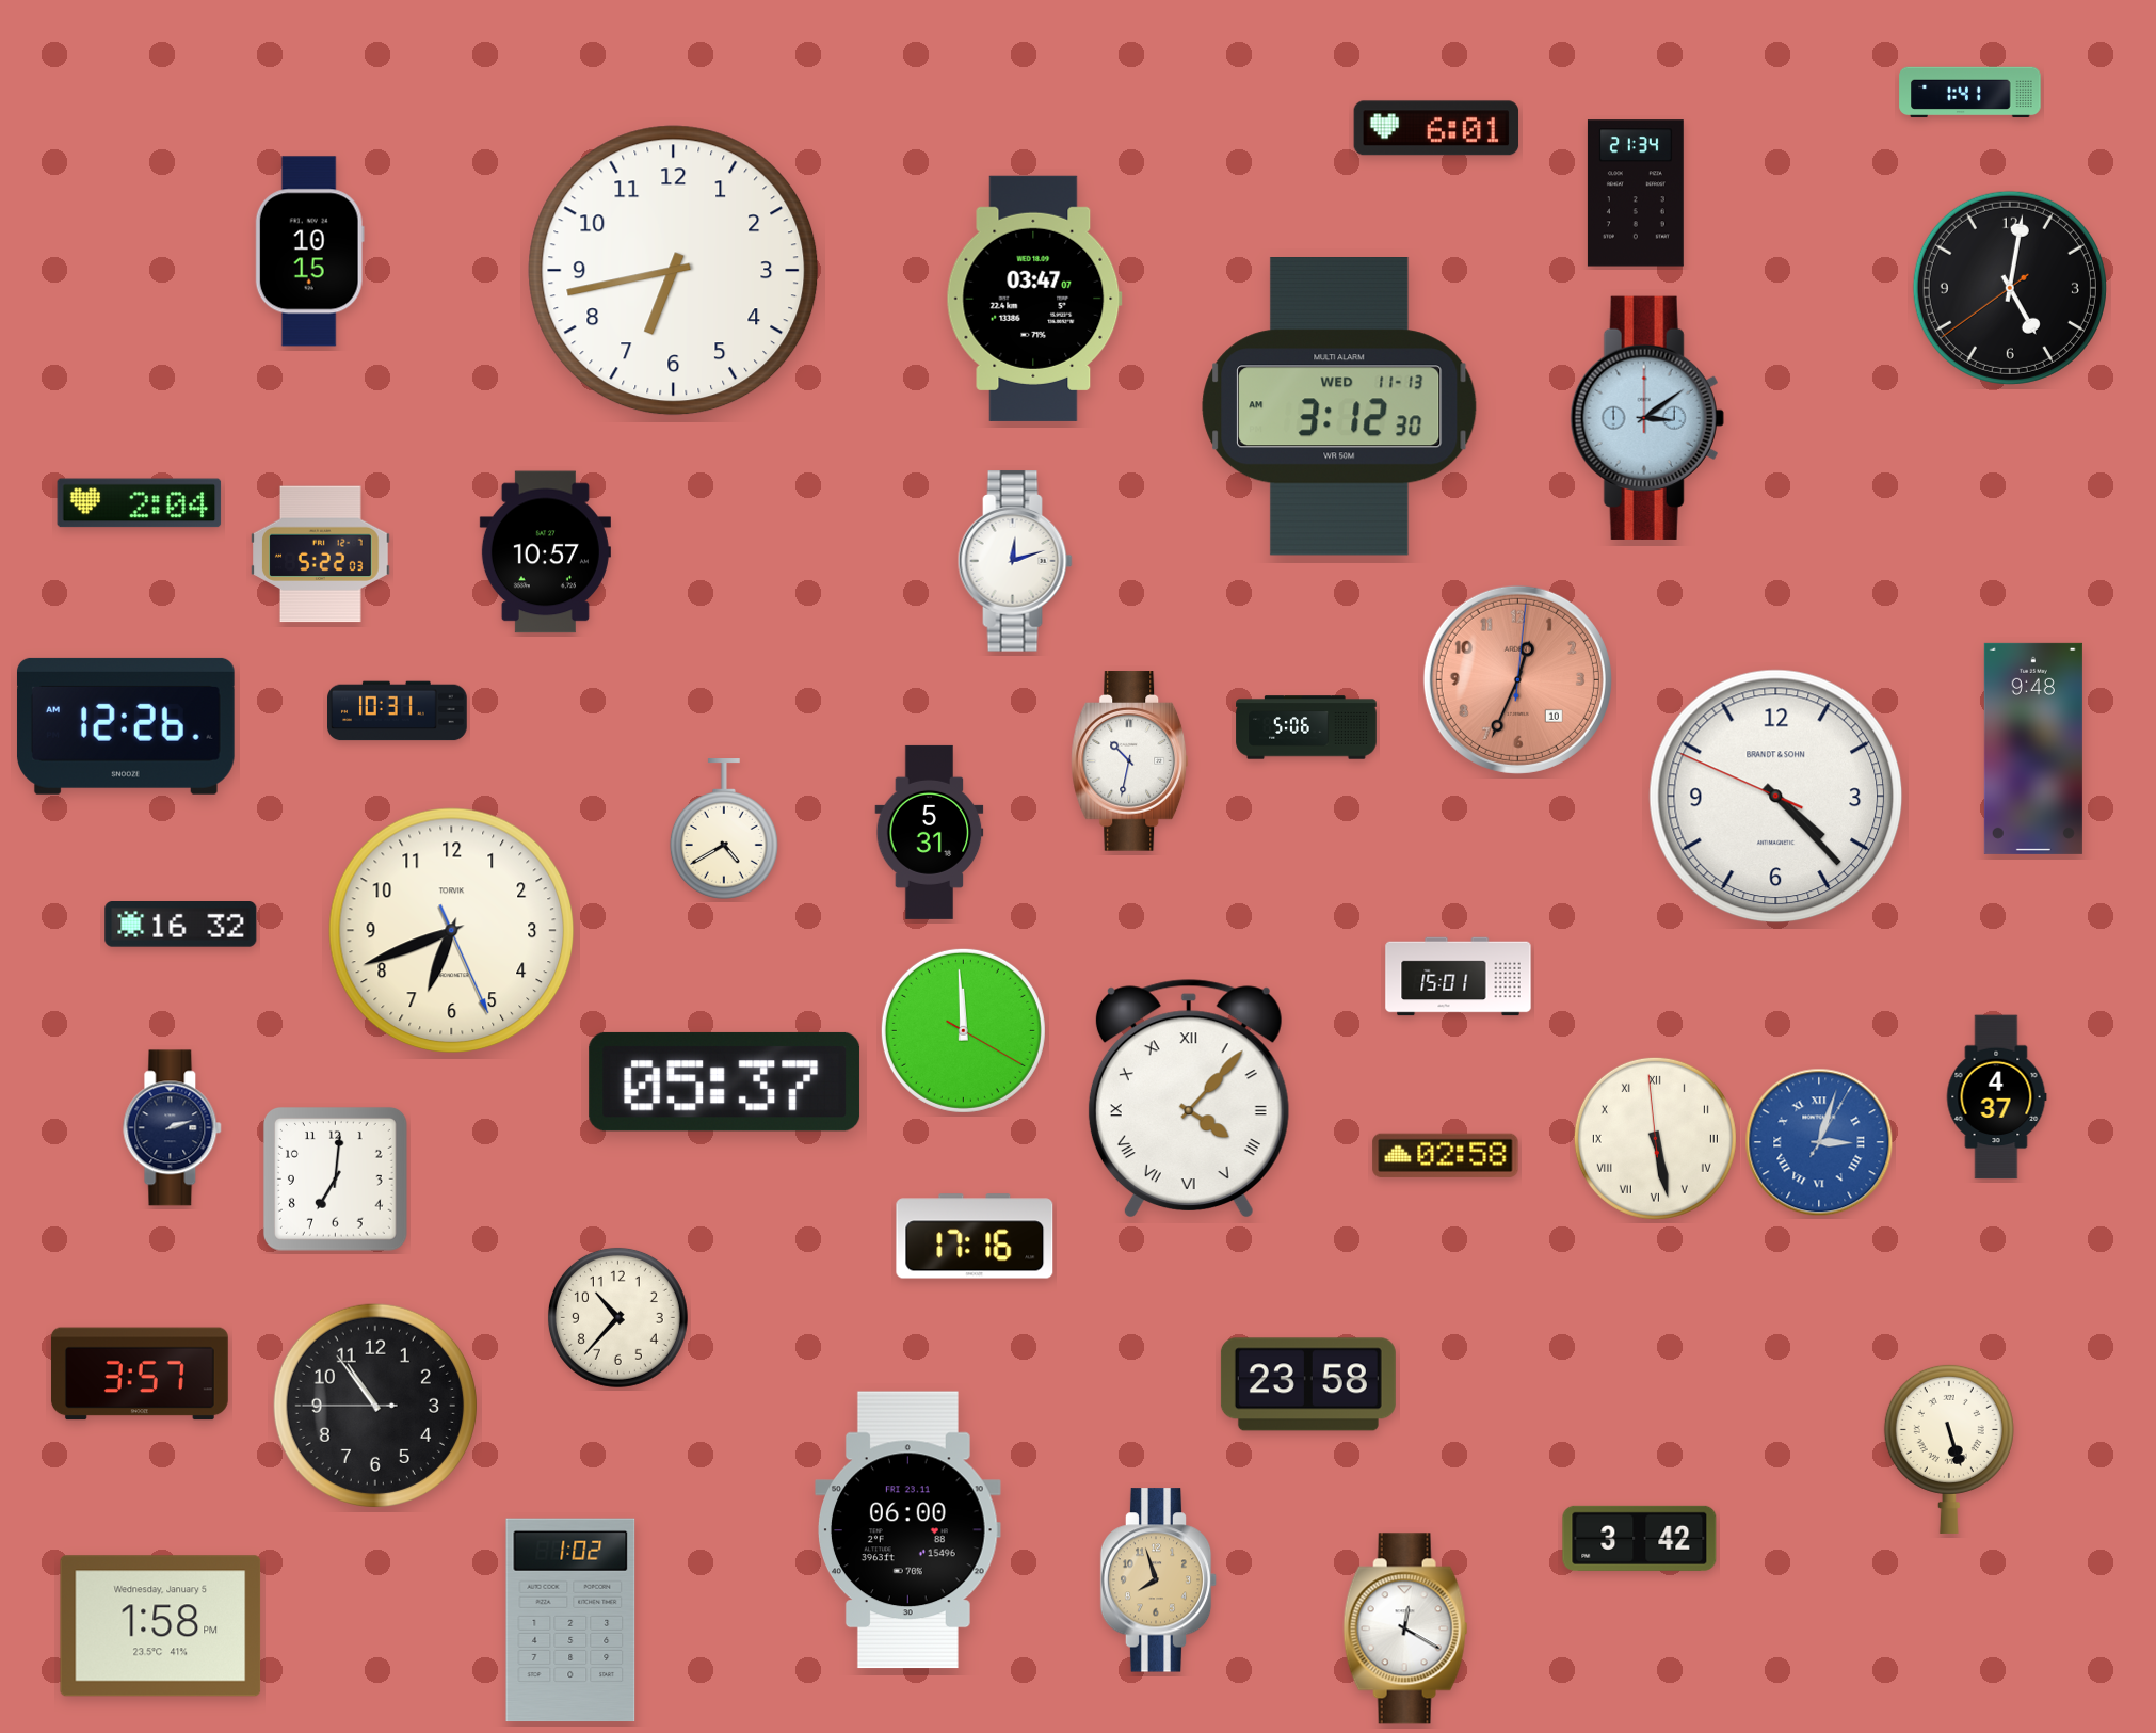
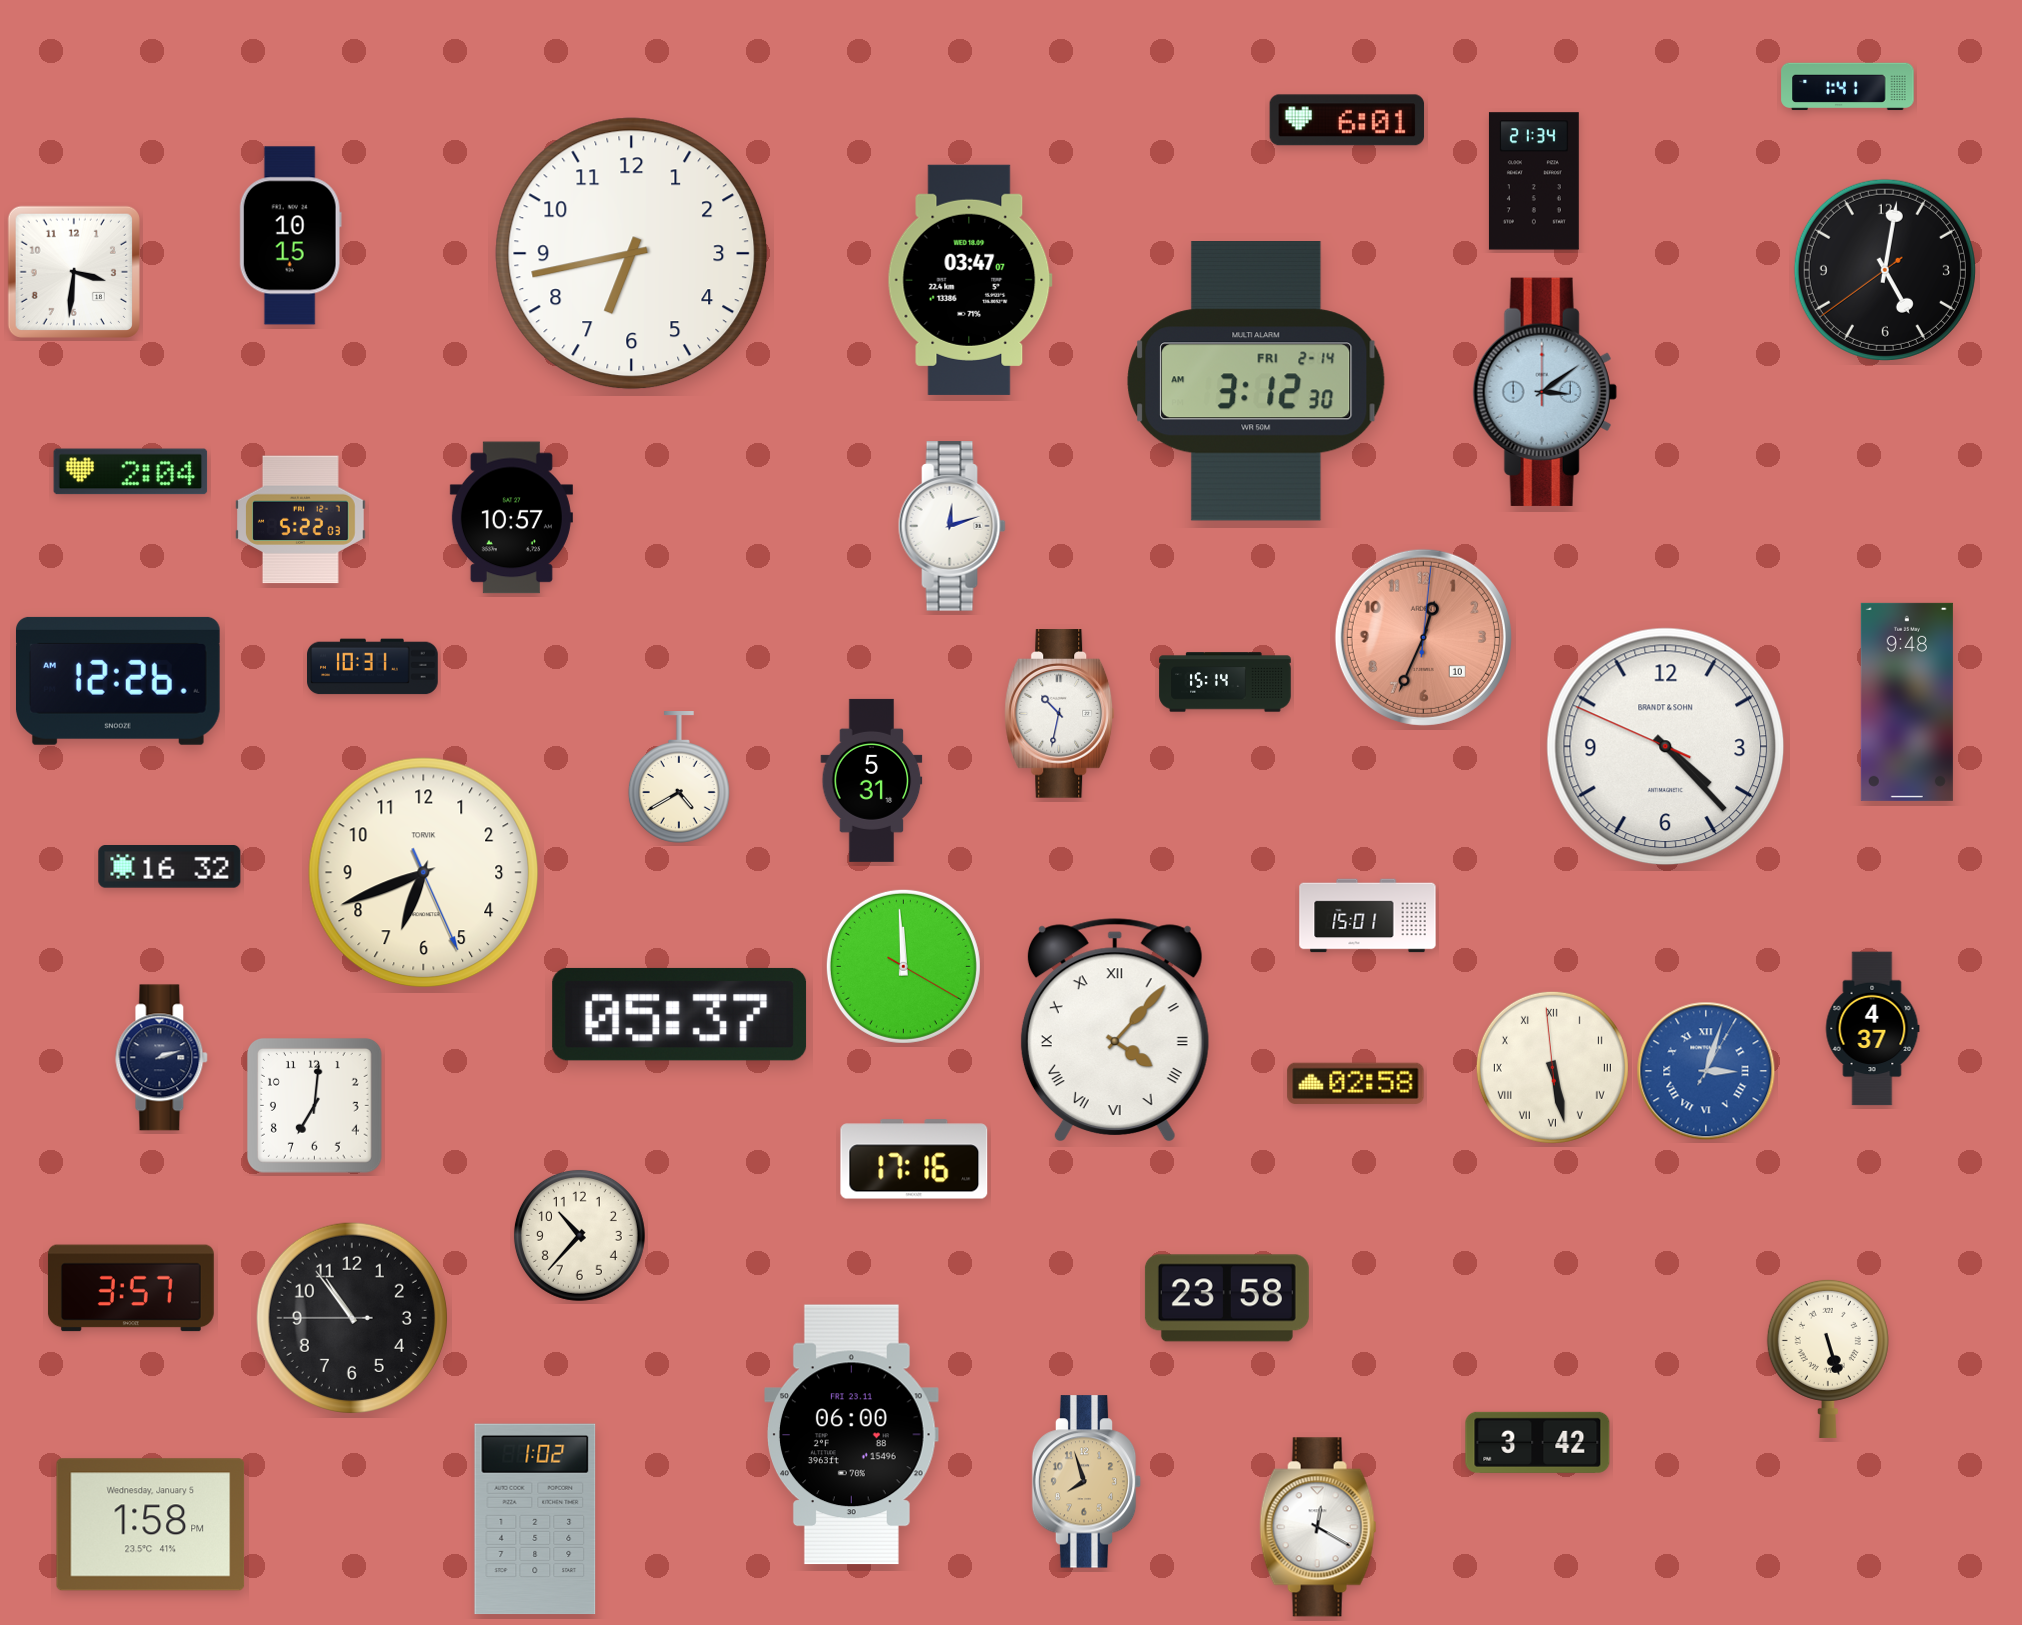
clock at (74, 272): none -> 3:31
clock at (1339, 407) date: WED 11-13 -> FRI 2-14
clock at (1306, 727): 5:06 -> 15:14
